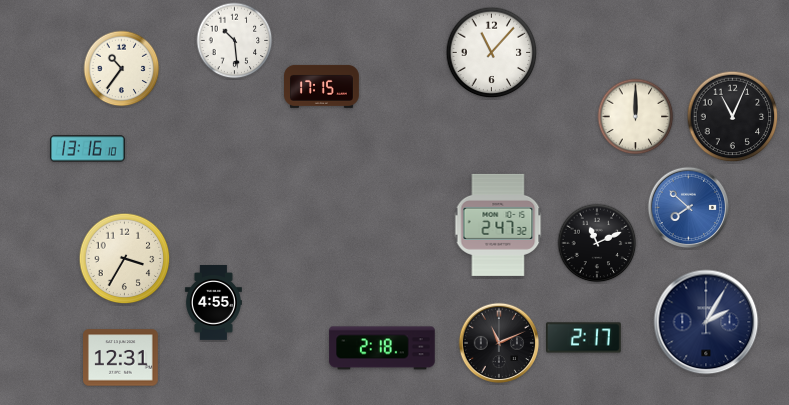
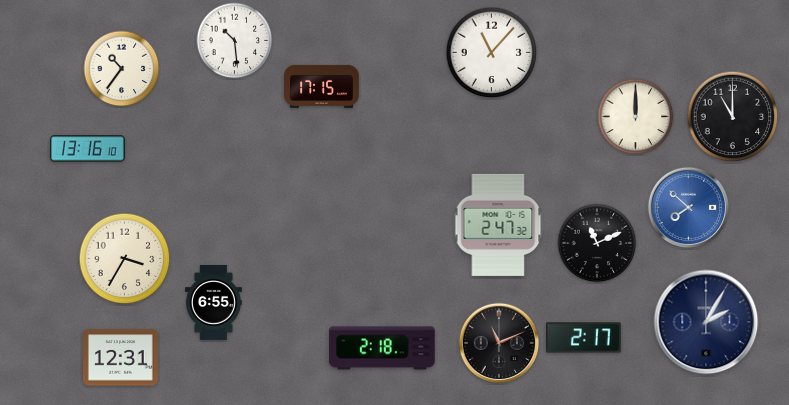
clock at (733, 117): 11:04 -> 11:00
clock at (213, 303): 4:55 -> 6:55
